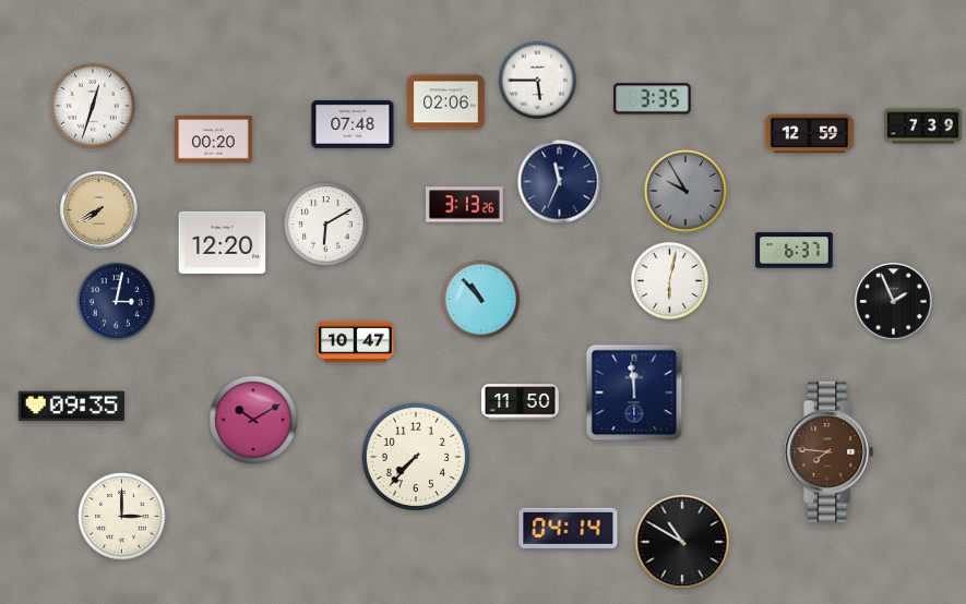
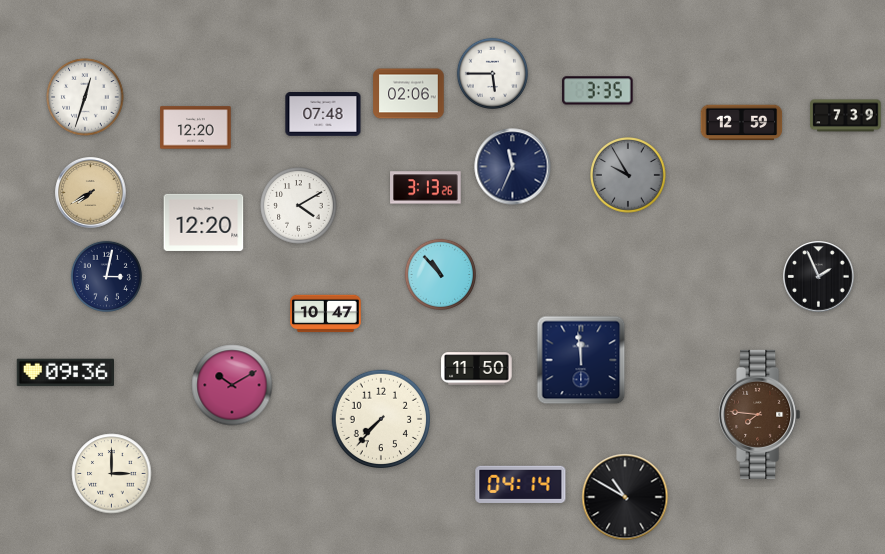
clock at (214, 140): 00:20 -> 12:20
clock at (326, 225): 6:10 -> 4:10
clock at (795, 251): 6:37 -> none
clock at (669, 280): 6:02 -> none
clock at (71, 407): 09:35 -> 09:36
